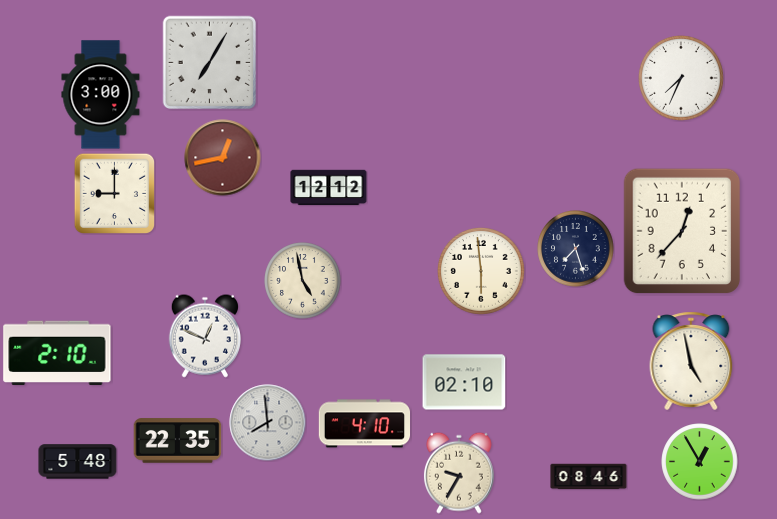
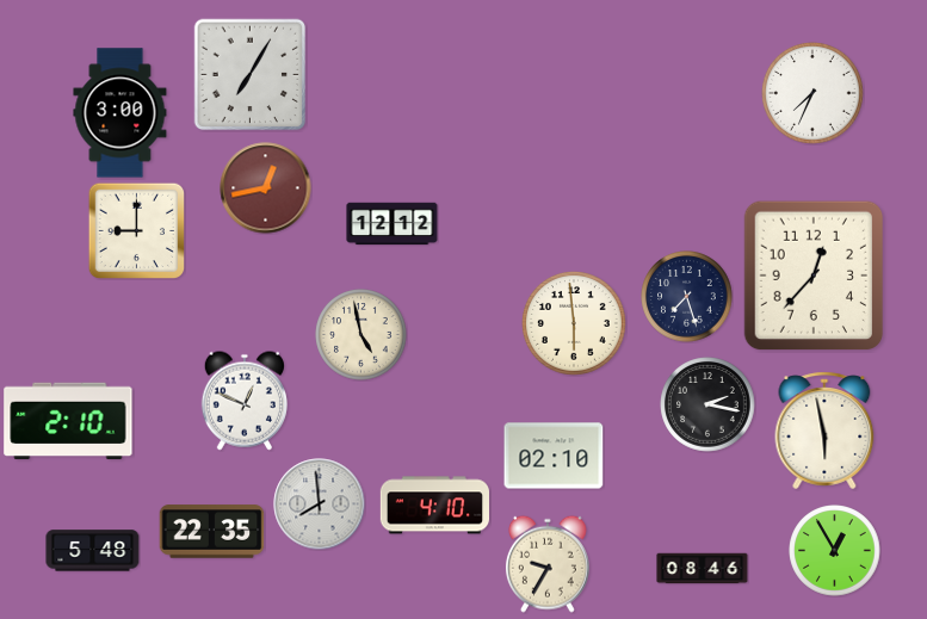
clock at (707, 404): none -> 2:17
clock at (691, 361): 4:58 -> 5:58
clock at (178, 441) position: (178, 441) -> (212, 532)
